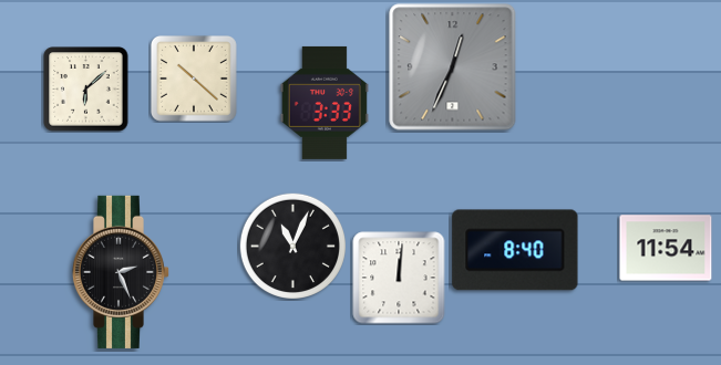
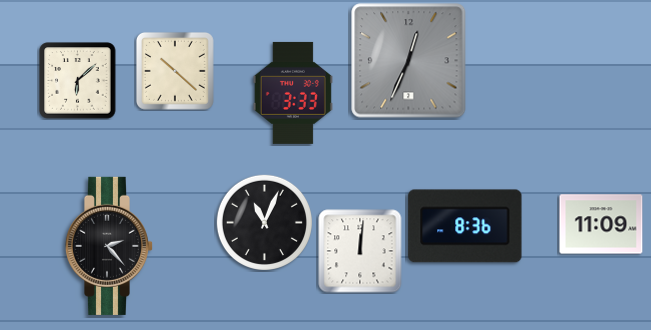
clock at (666, 248): 11:54 -> 11:09
clock at (515, 250): 8:40 -> 8:36
clock at (120, 272): 2:26 -> 2:23
